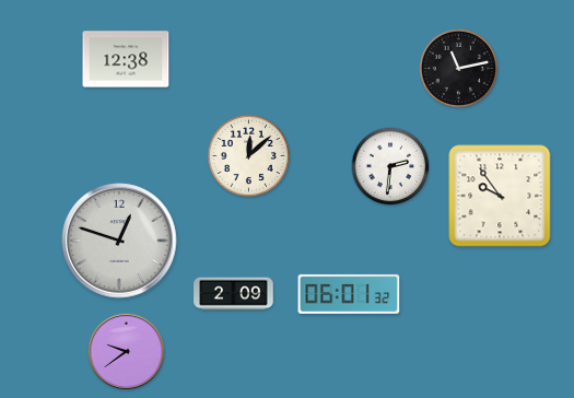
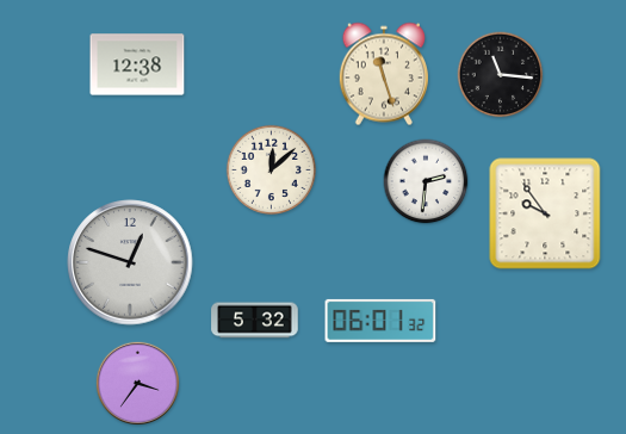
clock at (384, 74): none -> 11:27
clock at (459, 69): 11:13 -> 11:16
clock at (234, 294): 2:09 -> 5:32
clock at (126, 351): 9:39 -> 3:36
